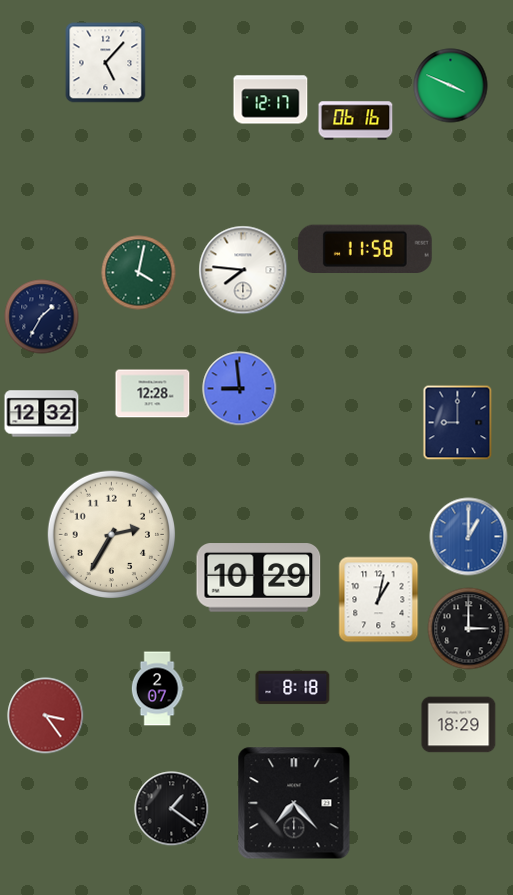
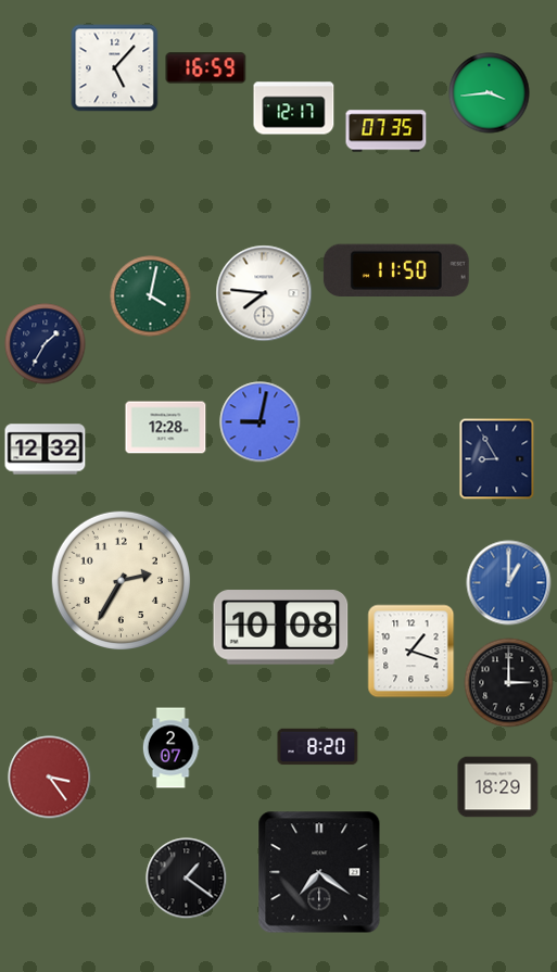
clock at (206, 68): none -> 16:59
clock at (451, 86): 3:49 -> 3:44
clock at (356, 121): 06:16 -> 07:35
clock at (365, 248): 11:58 -> 11:50
clock at (240, 389): 8:59 -> 9:02
clock at (458, 423): 9:00 -> 8:55
clock at (259, 578): 10:29 -> 10:08
clock at (379, 600): 1:02 -> 1:18
clock at (293, 688): 8:18 -> 8:20
clock at (294, 803): 7:23 -> 7:21
